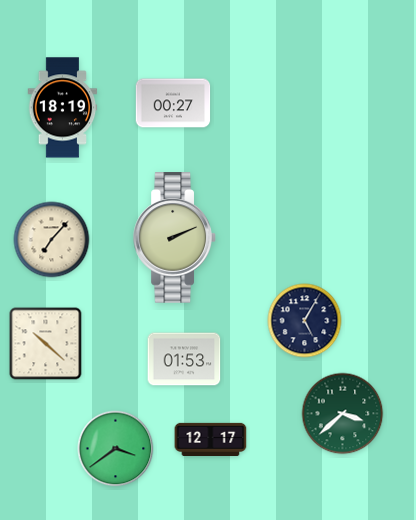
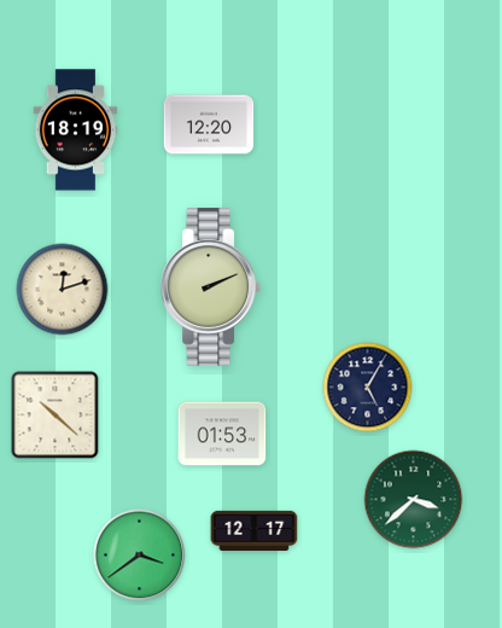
clock at (173, 103): 00:27 -> 12:20
clock at (52, 240): 7:07 -> 12:12
clock at (116, 449) position: (116, 449) -> (140, 556)
